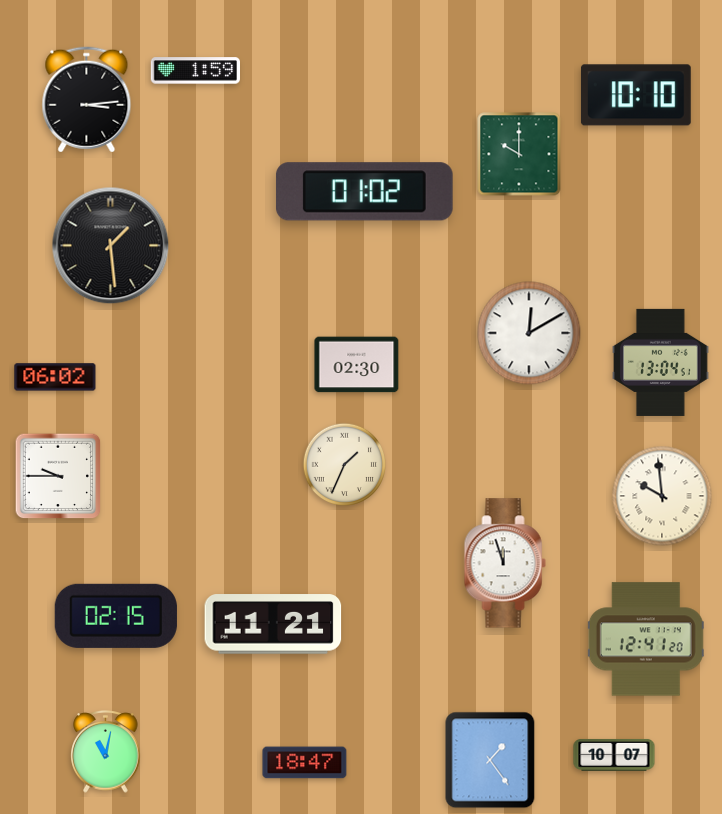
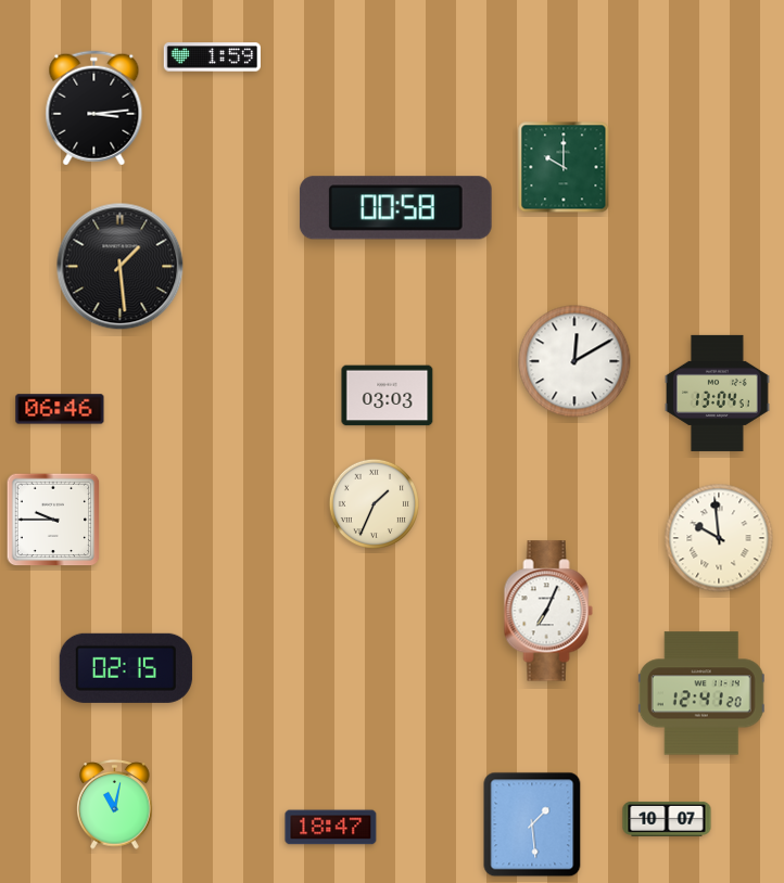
clock at (195, 71) position: (195, 71) -> (212, 57)
clock at (636, 95): 10:10 -> none
clock at (364, 192): 01:02 -> 00:58
clock at (357, 365): 02:30 -> 03:03
clock at (55, 377): 06:02 -> 06:46
clock at (58, 476) position: (58, 476) -> (53, 520)
clock at (505, 563): 11:57 -> 7:04
clock at (273, 624): 11:21 -> none
clock at (106, 752) position: (106, 752) -> (115, 805)
clock at (490, 760): 1:24 -> 1:29
